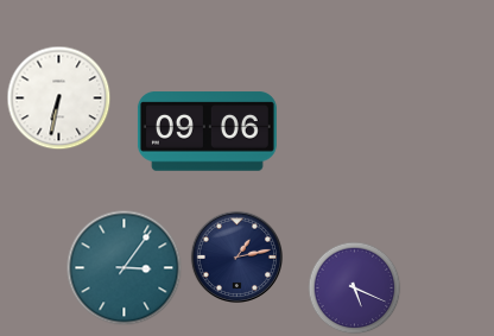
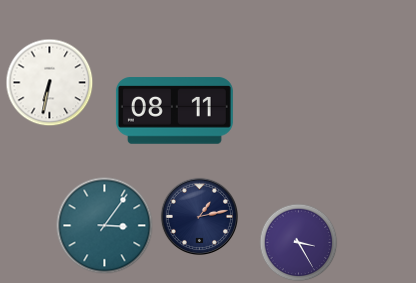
clock at (207, 132): 09:06 -> 08:11
clock at (354, 287): 5:19 -> 3:25
